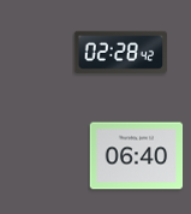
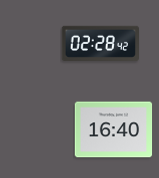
clock at (136, 156): 06:40 -> 16:40
